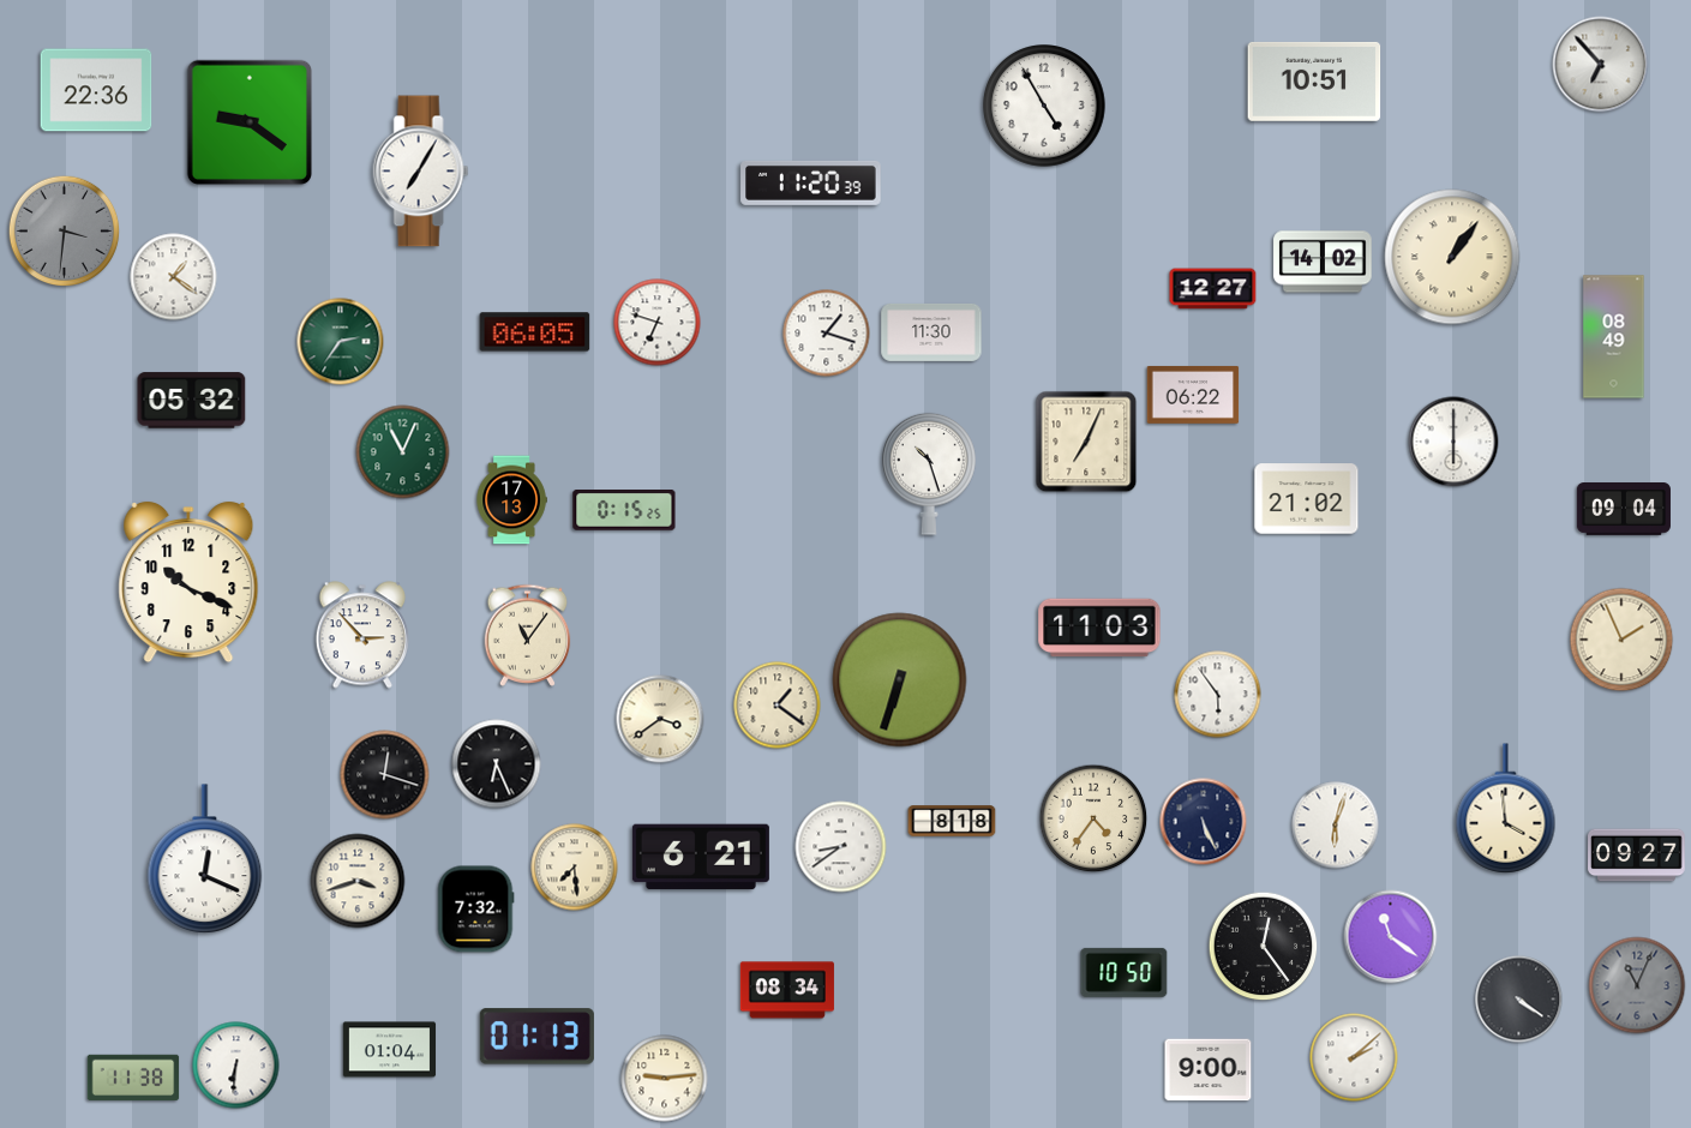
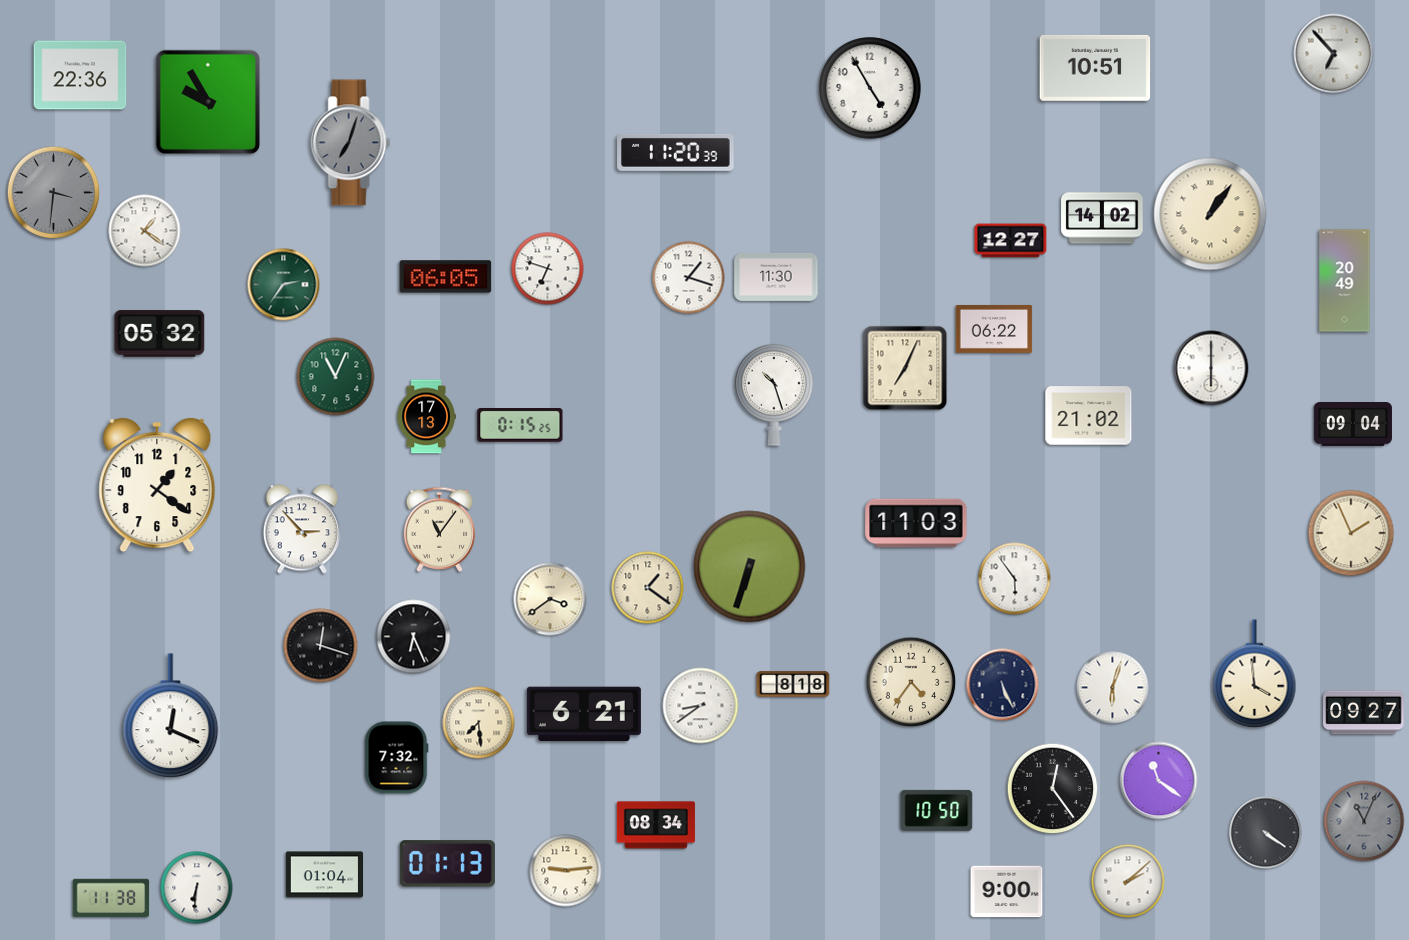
clock at (248, 121): 9:21 -> 9:55
clock at (421, 172): 7:05 -> 7:03
clock at (421, 172) dial: white -> grey
clock at (1614, 337): 08:49 -> 20:49
clock at (188, 582): 10:19 -> 1:21
clock at (358, 881): 3:42 -> none
clock at (665, 1079) position: (665, 1079) -> (566, 871)
